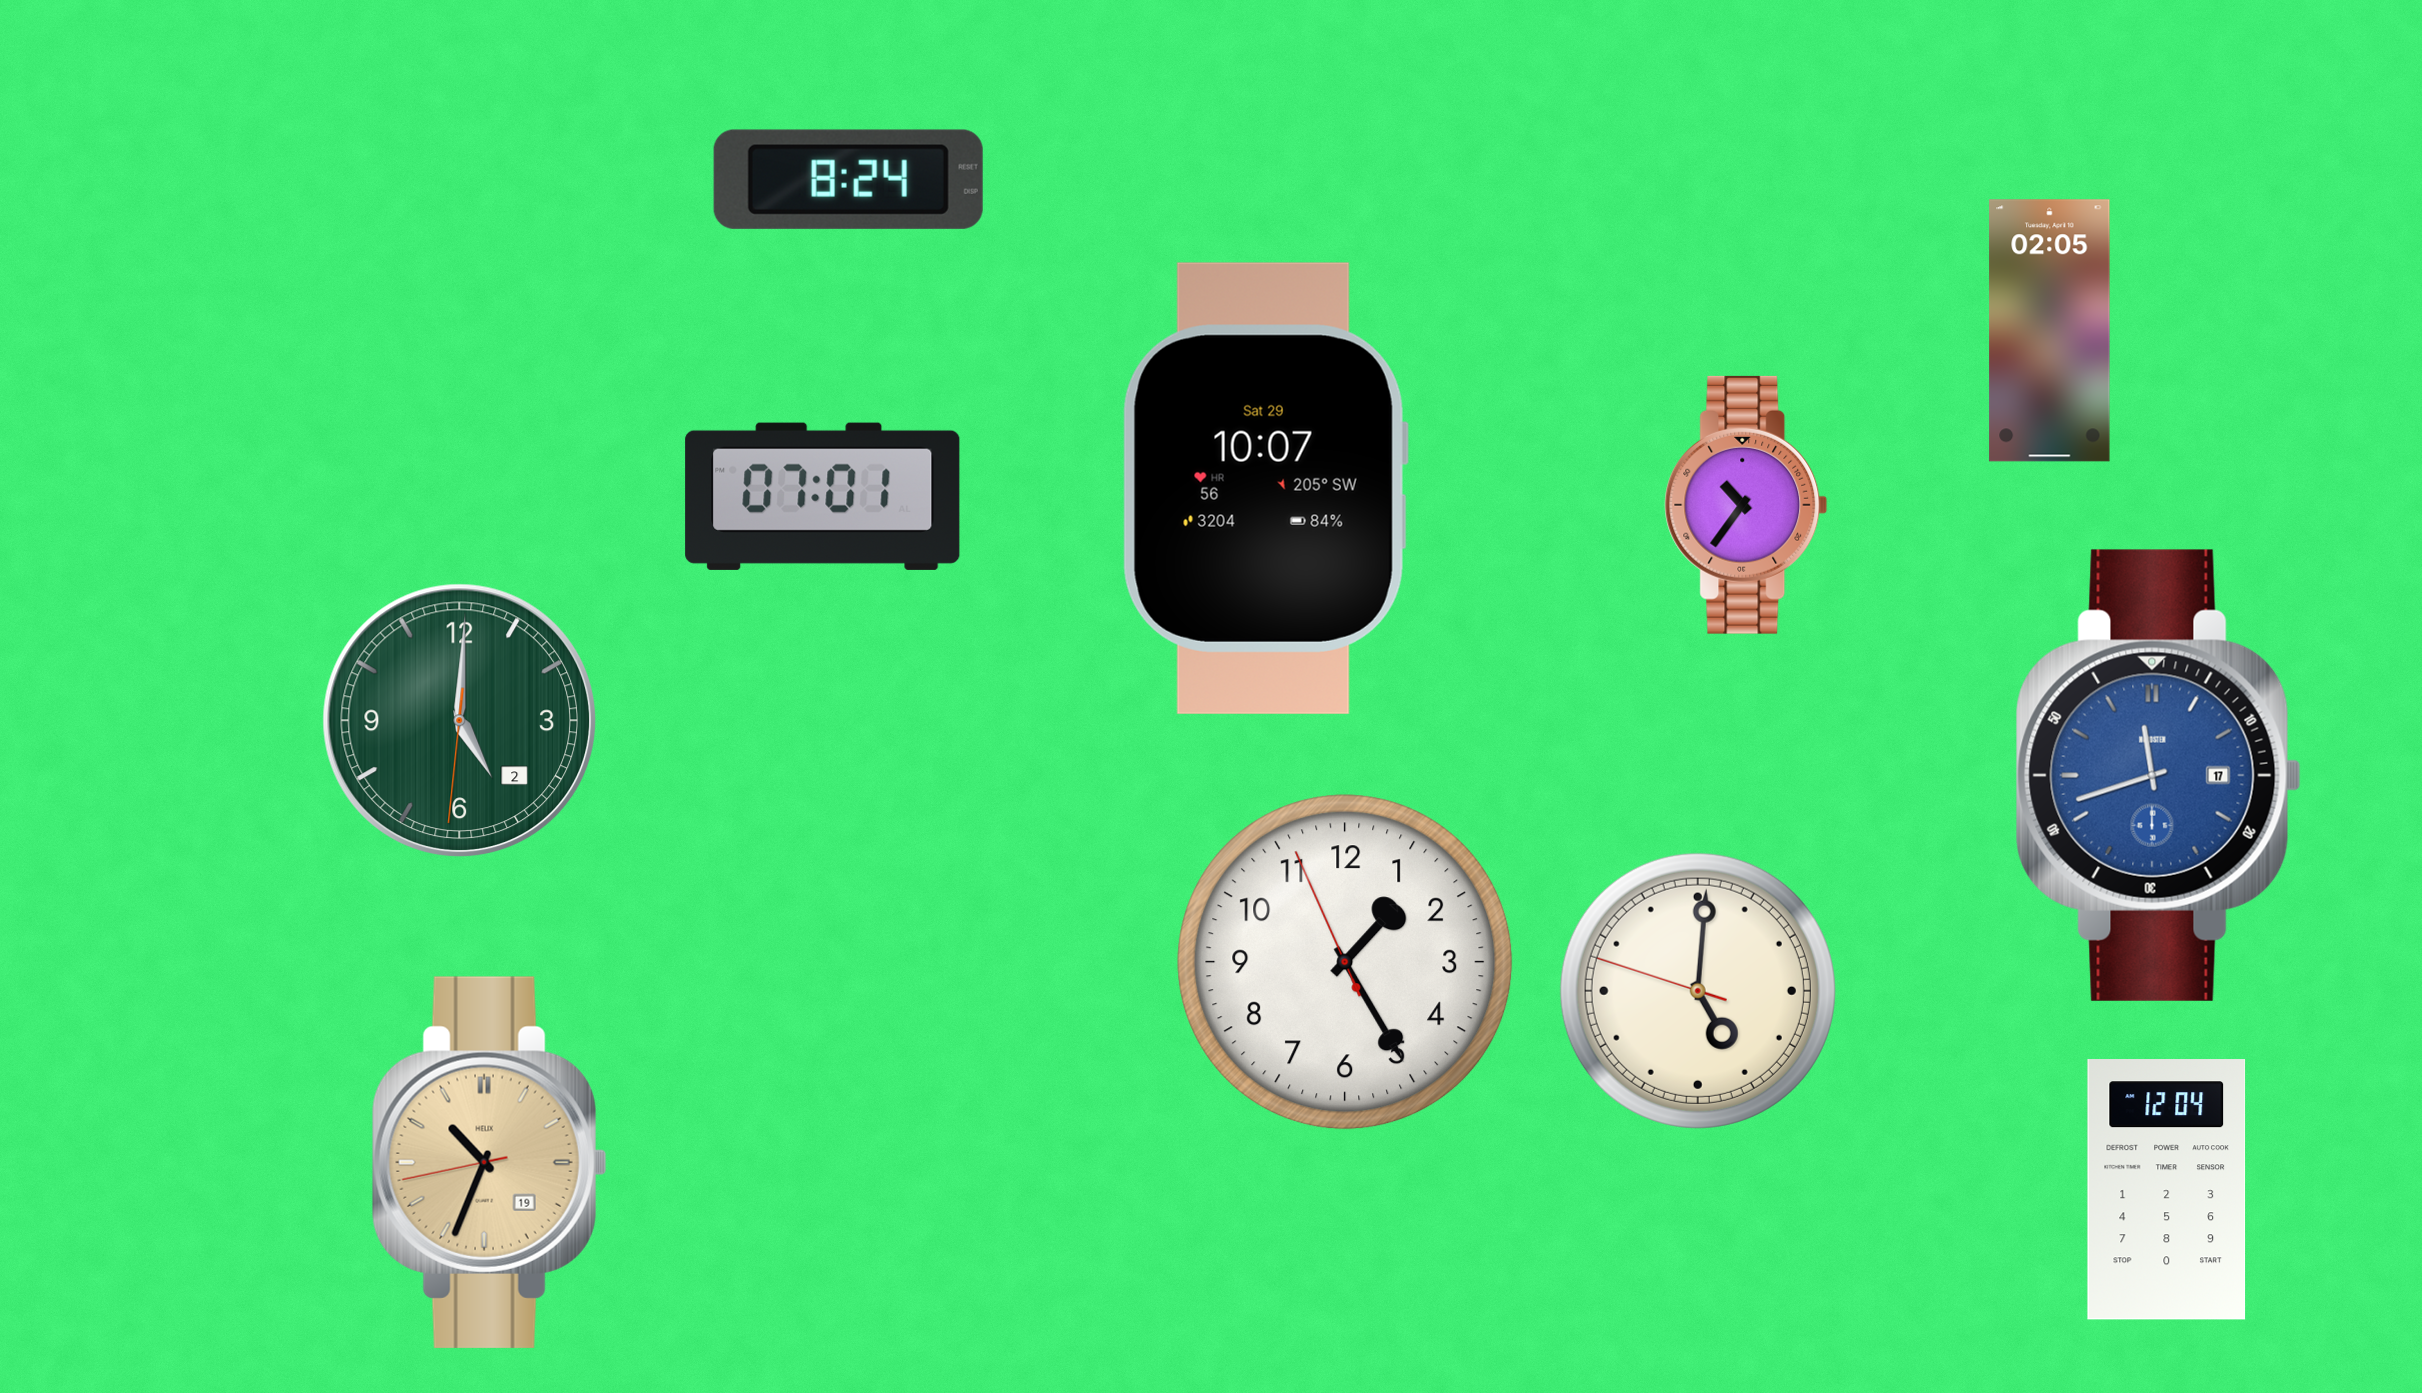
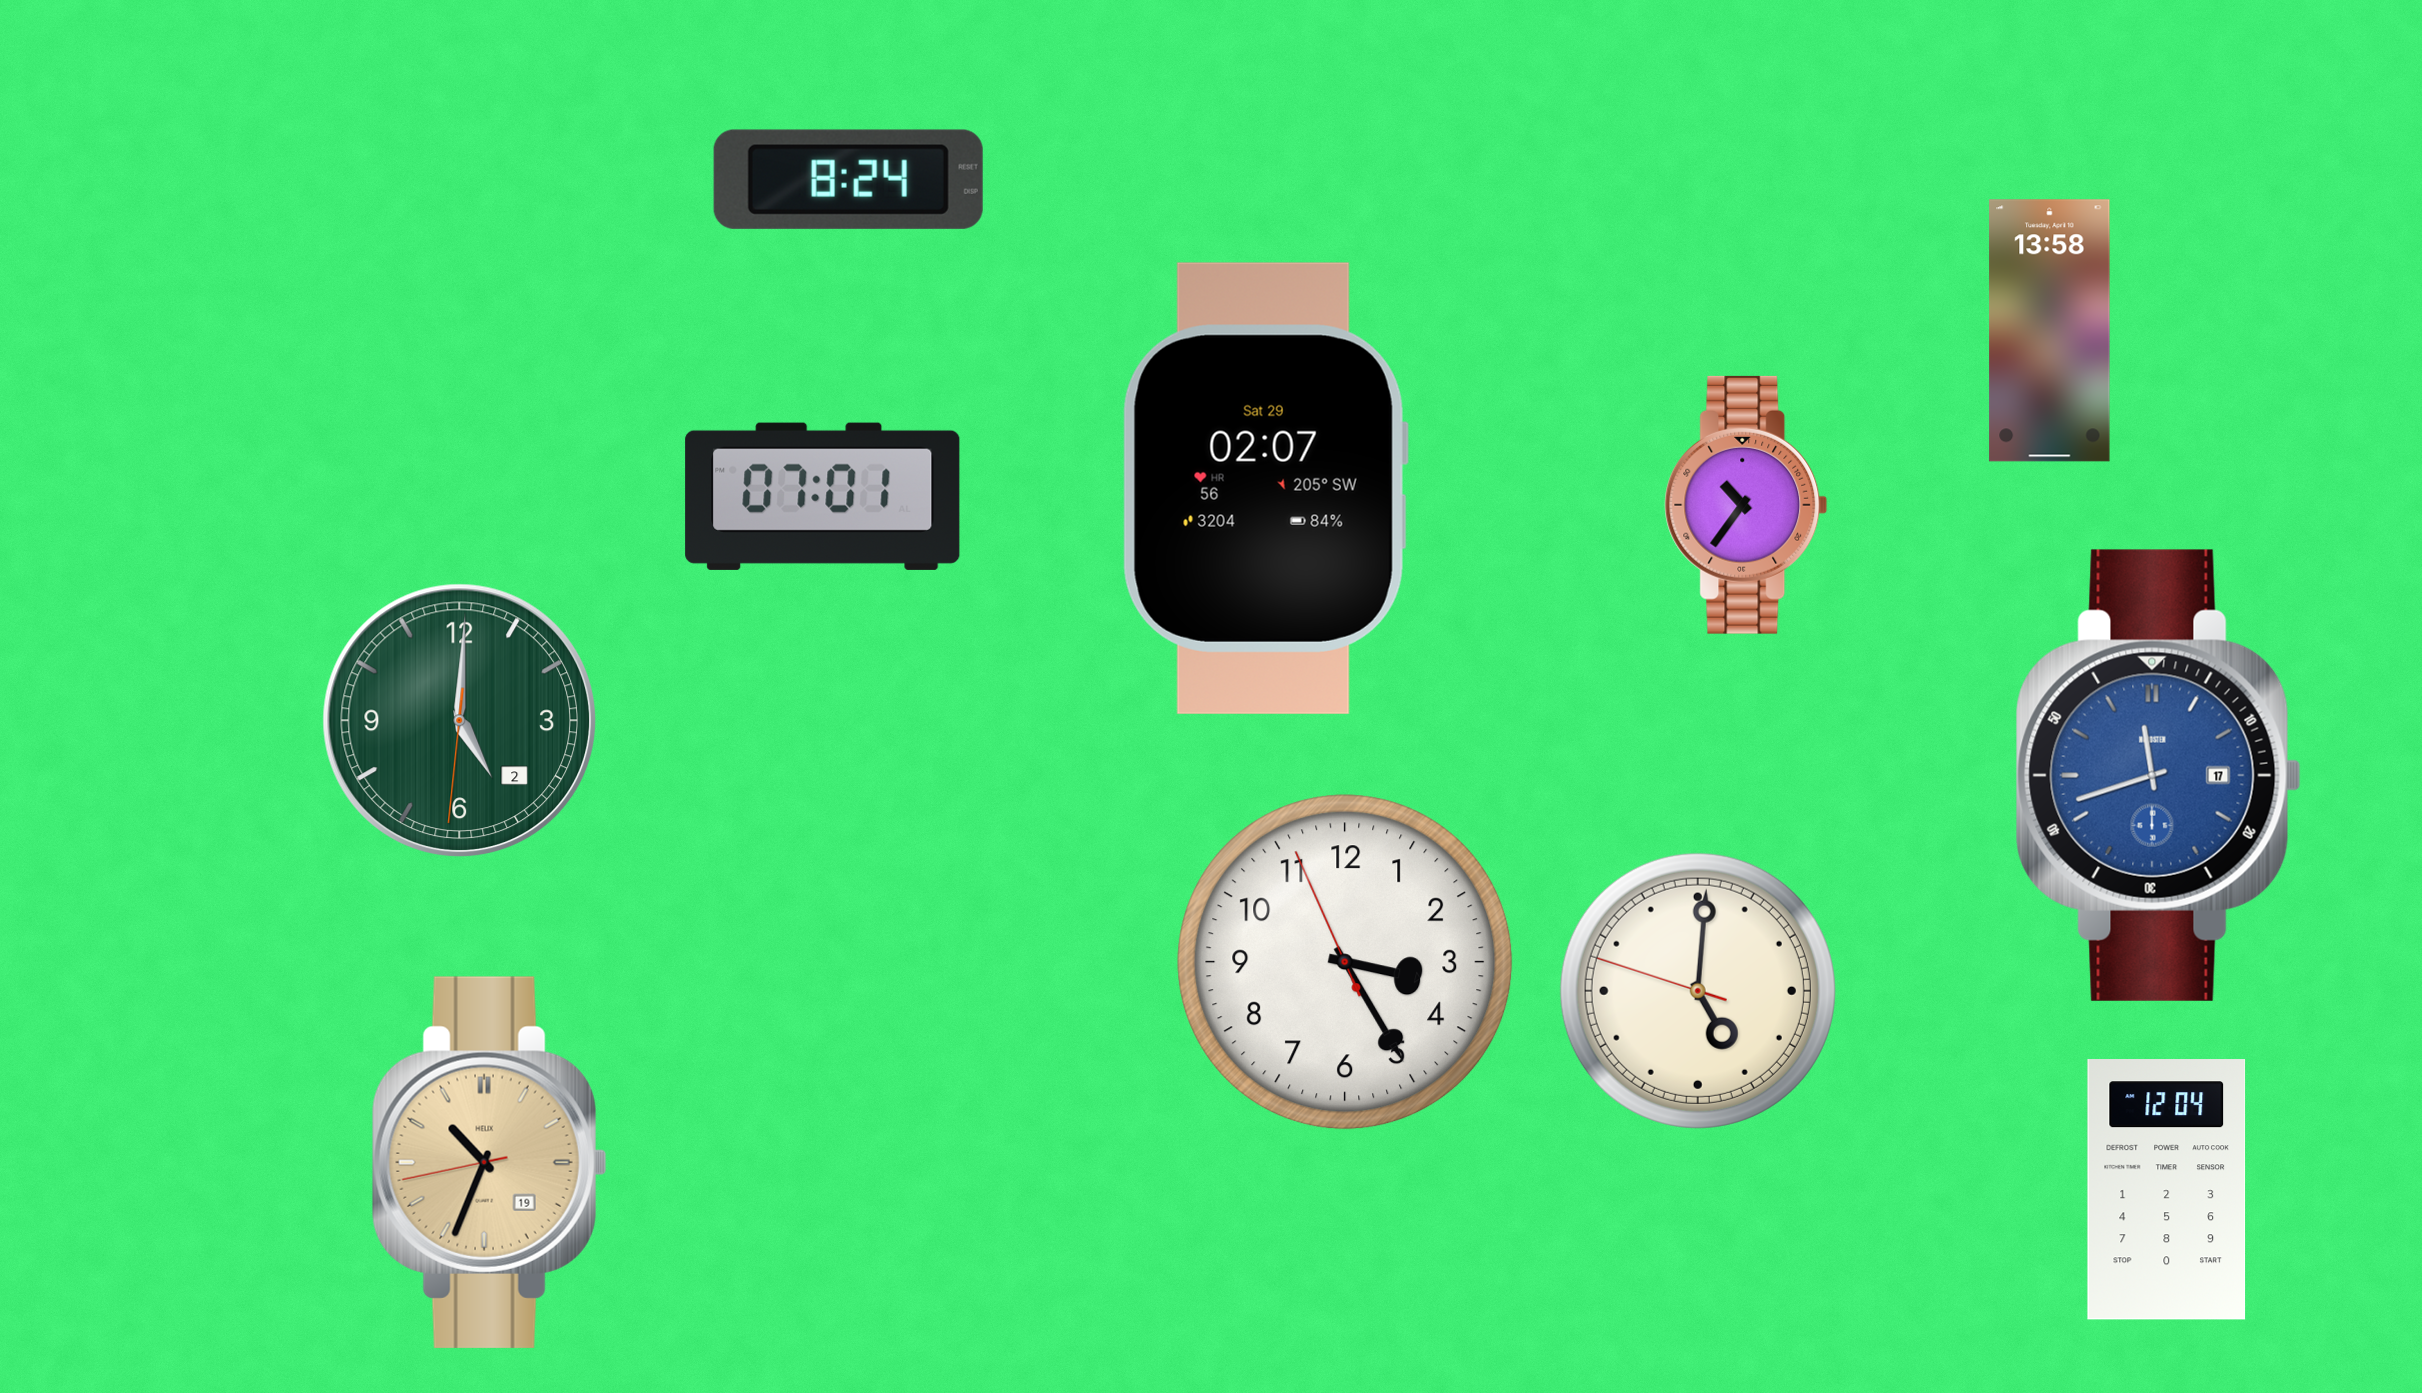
clock at (2050, 331): 02:05 -> 13:58
clock at (1265, 488): 10:07 -> 02:07
clock at (1345, 962): 1:24 -> 3:24
